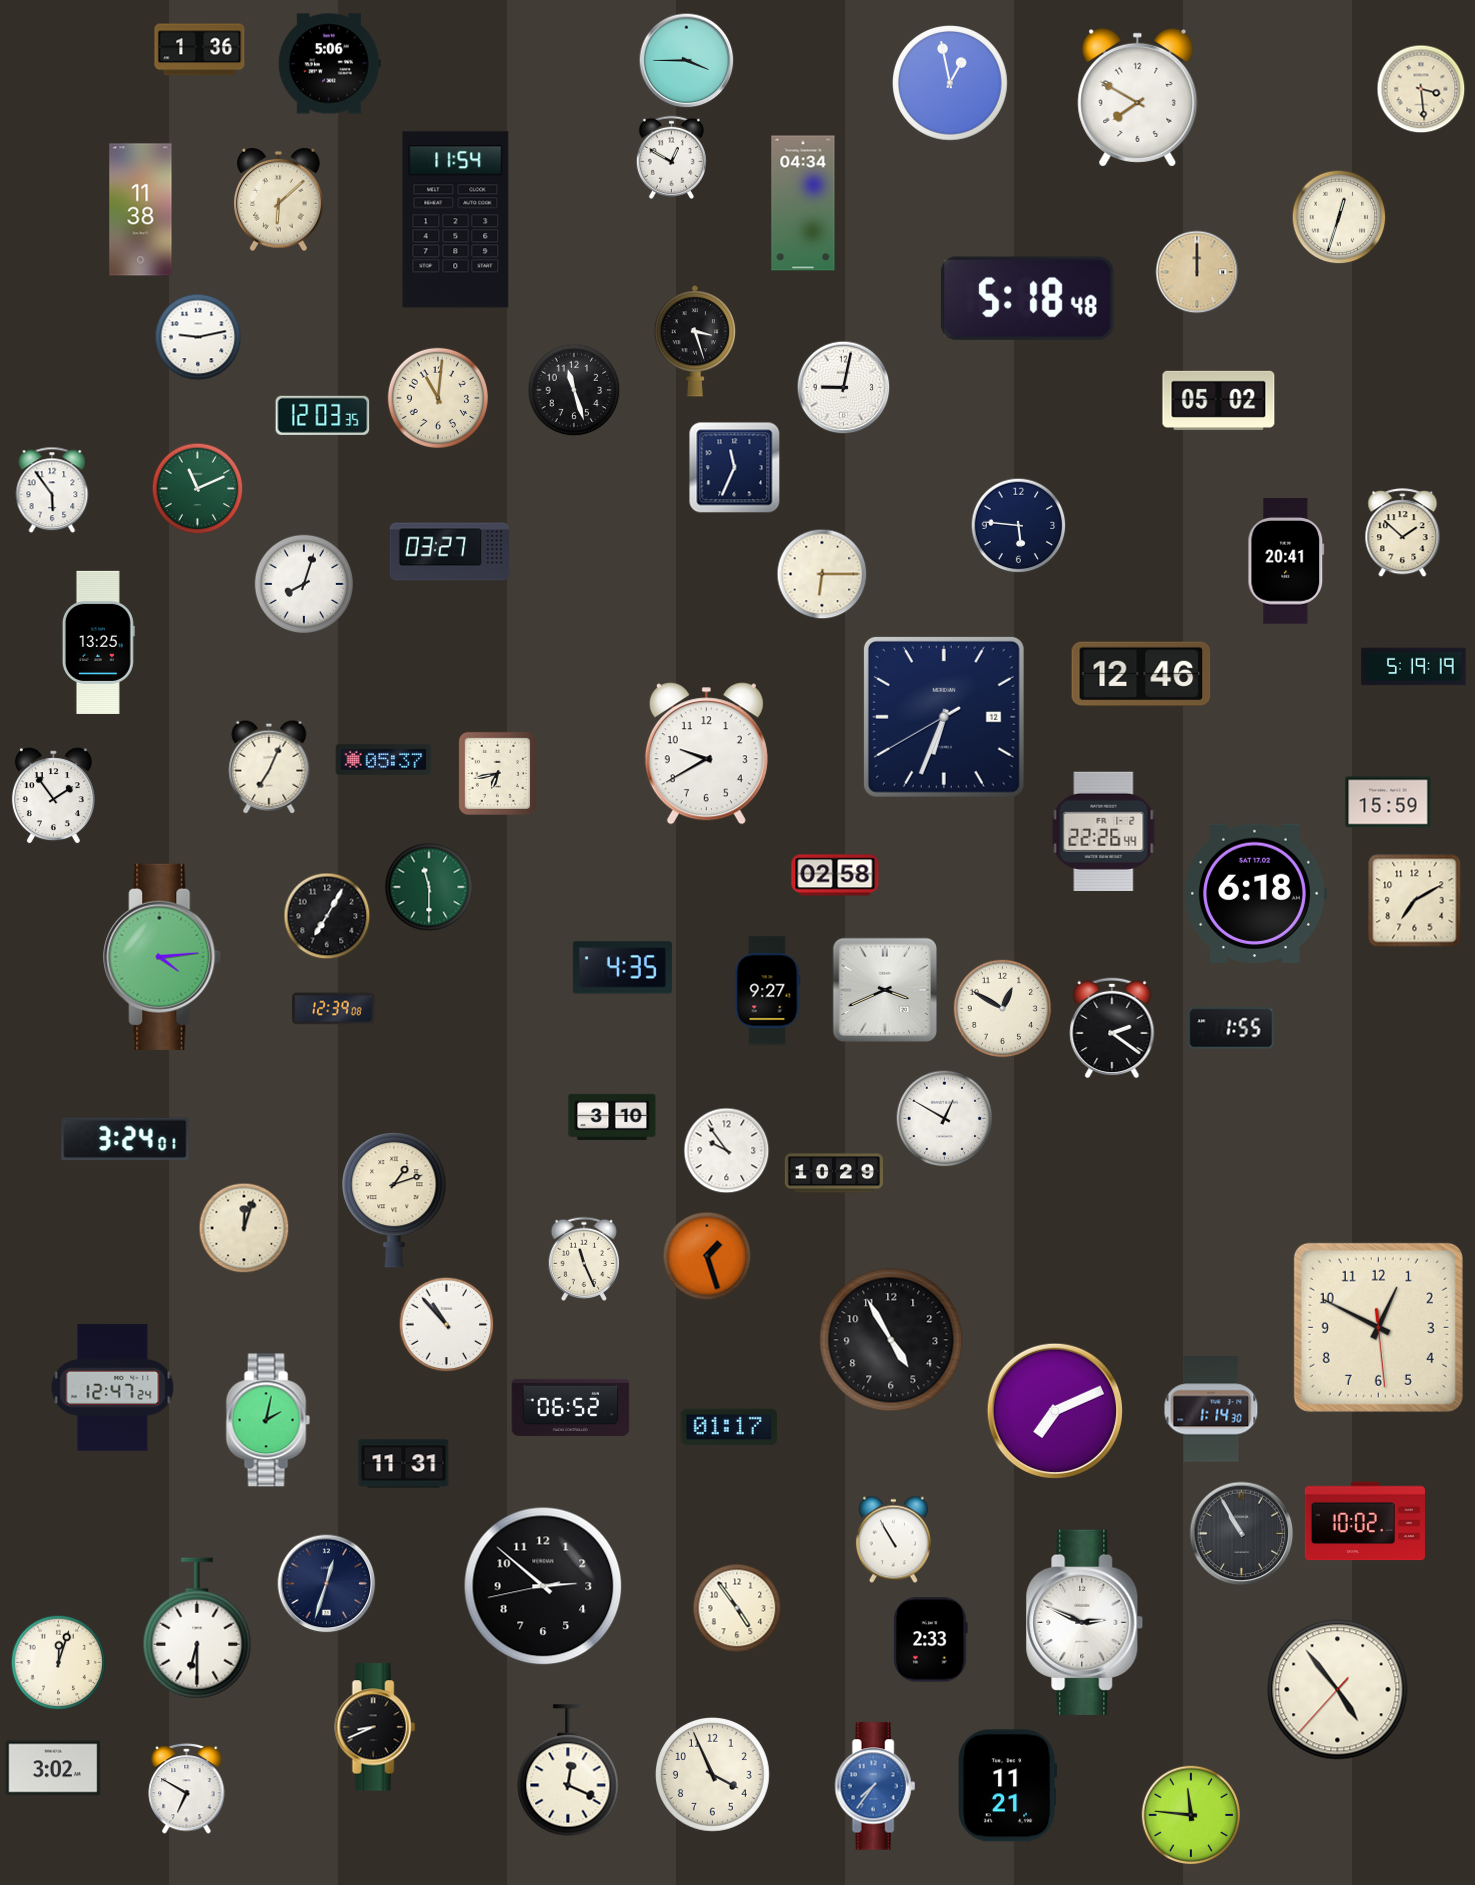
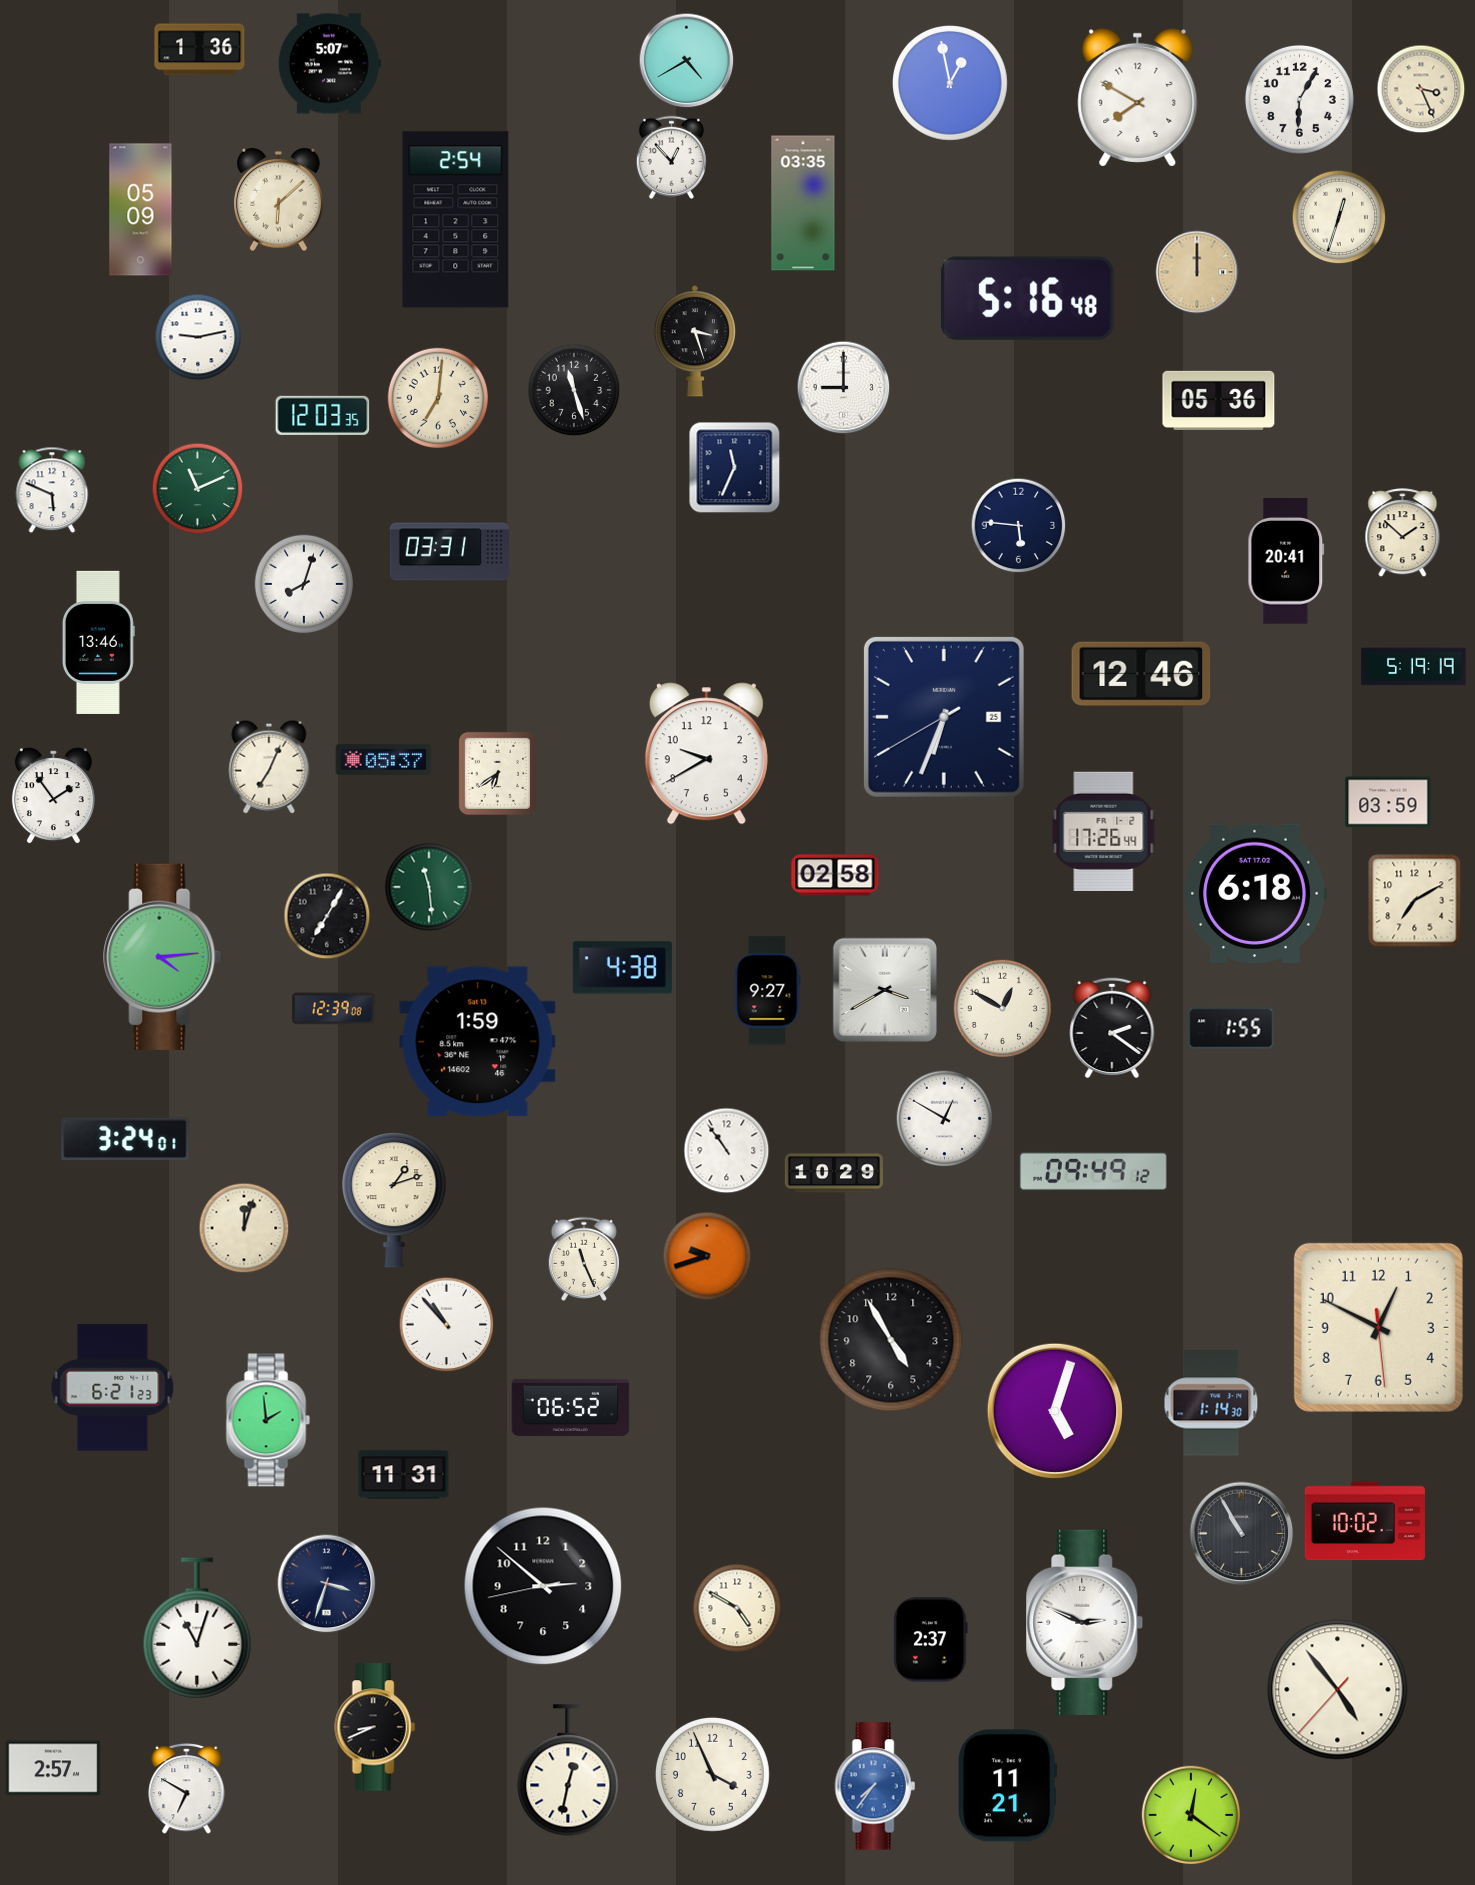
clock at (687, 61): 3:45 -> 4:40
clock at (329, 64): 5:06 -> 5:07
clock at (1421, 89): 3:29 -> 3:26
clock at (1299, 99): none -> 6:05
clock at (671, 157): 12:50 -> 12:53
clock at (803, 203): 04:34 -> 03:35
clock at (141, 210): 11:38 -> 05:09
clock at (456, 220): 11:54 -> 2:54
clock at (1027, 298): 5:18 -> 5:16
clock at (844, 388): 9:02 -> 9:00
clock at (437, 397): 11:01 -> 7:01
clock at (1219, 400): 05:02 -> 05:36
clock at (52, 490): 5:54 -> 5:49
clock at (450, 552): 03:27 -> 03:31
clock at (822, 574): 6:15 -> none
clock at (98, 642): 13:25 -> 13:46
clock at (944, 717) date: 12 -> 25
clock at (497, 773): 6:43 -> 6:39
clock at (1388, 802): 15:59 -> 03:59
clock at (1104, 831): 22:26 -> 17:26
clock at (429, 887): 11:30 -> 11:29
clock at (622, 968): 4:35 -> 4:38
clock at (884, 989): 3:41 -> 3:40
clock at (478, 1042): none -> 1:59
clock at (612, 1117): 3:10 -> none
clock at (727, 1151): 9:54 -> 10:54
clock at (1094, 1171): none -> 09:49
clock at (707, 1256): 1:27 -> 9:42
clock at (113, 1388): 12:47 -> 6:21
clock at (1211, 1409) position: (1211, 1409) -> (1211, 1403)
clock at (1055, 1411): 7:11 -> 5:03
clock at (268, 1420): 2:02 -> 1:59
clock at (729, 1427): 01:17 -> none
clock at (404, 1464) position: (404, 1464) -> (404, 1475)
clock at (893, 1540): 10:55 -> none
clock at (327, 1584): 12:33 -> 3:33
clock at (737, 1608): 4:54 -> 4:50
clock at (197, 1628): 6:30 -> 11:03
clock at (931, 1640): 2:33 -> 2:37
clock at (59, 1663): 12:03 -> none
clock at (53, 1768): 3:02 -> 2:57
clock at (568, 1770): 12:19 -> 12:32
clock at (1191, 1815): 11:46 -> 12:21
